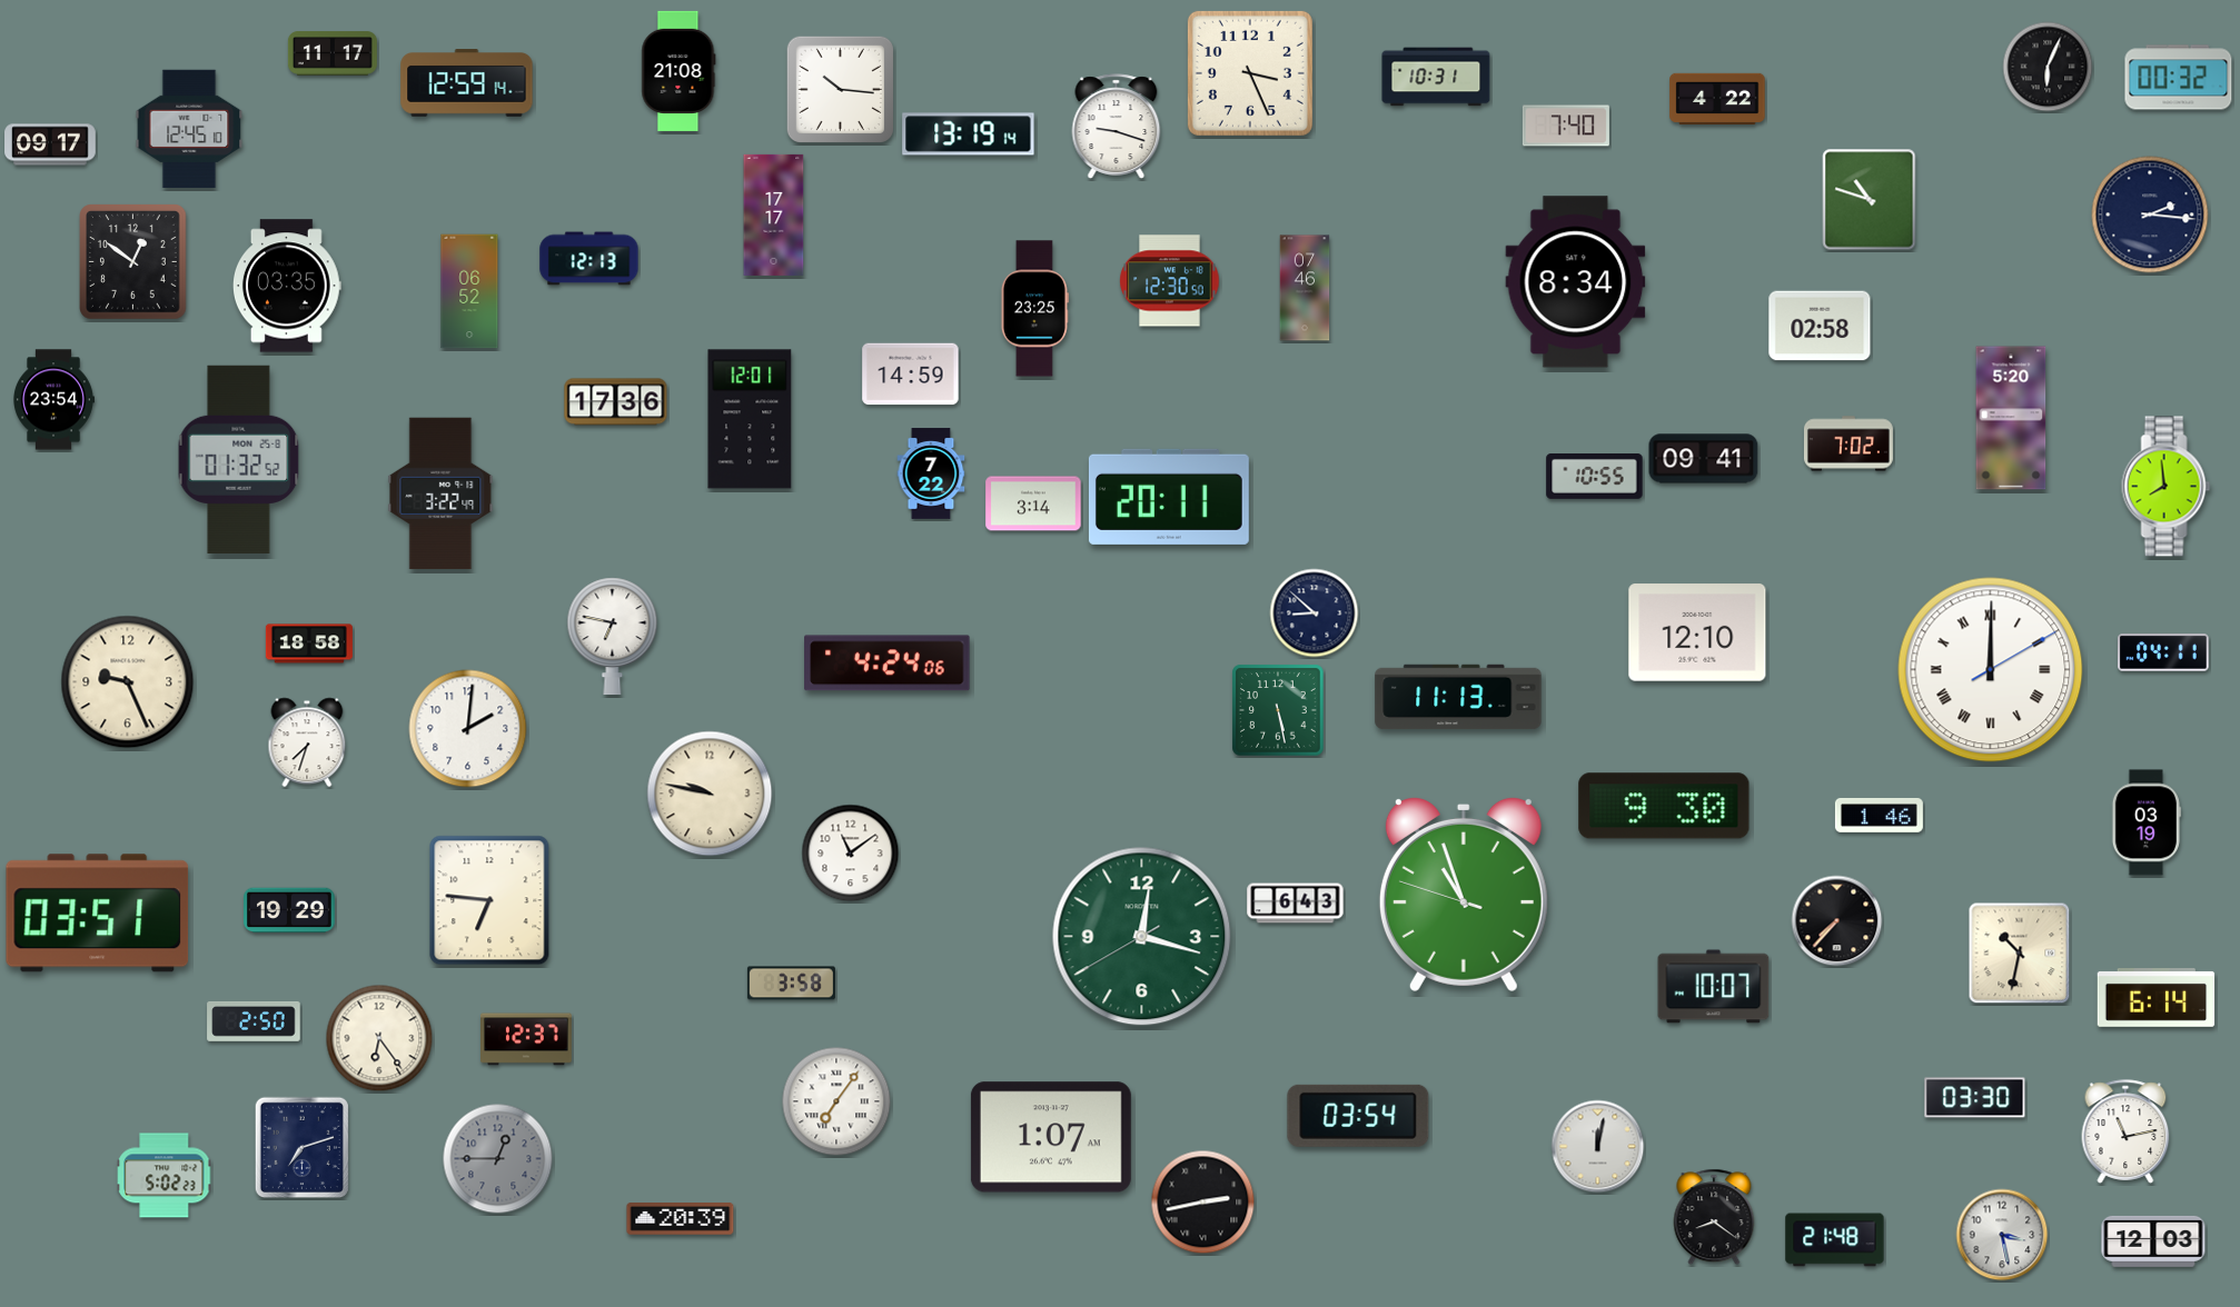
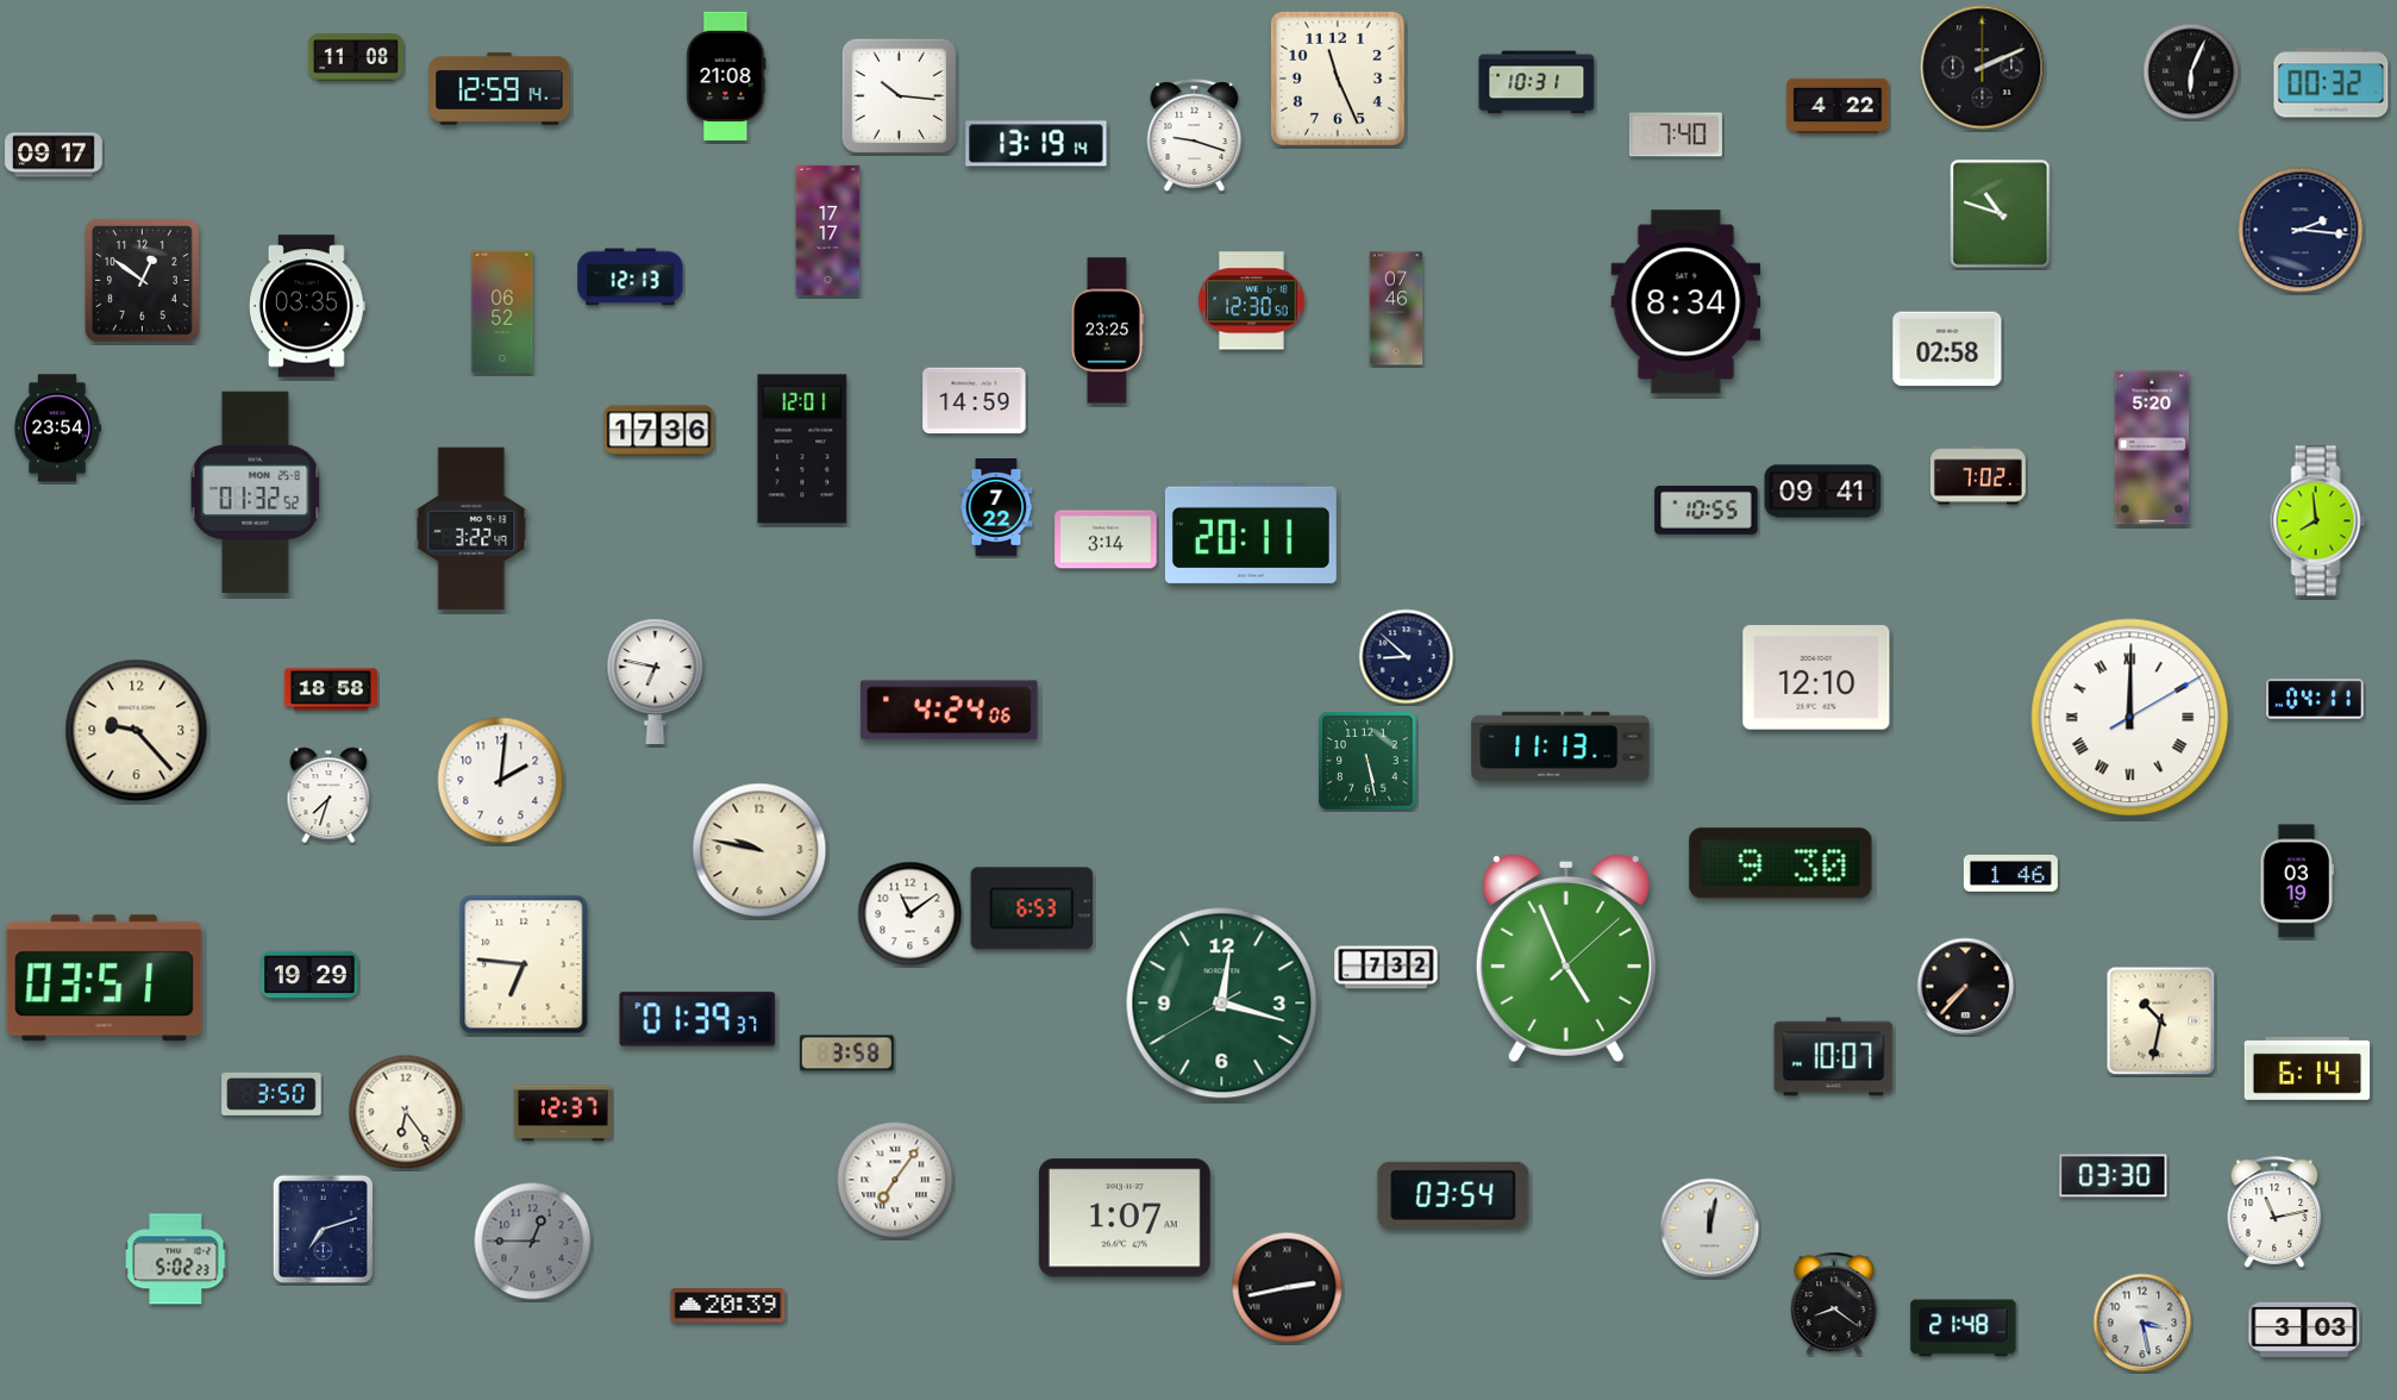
clock at (333, 53): 11:17 -> 11:08
clock at (1983, 68): none -> 2:11
clock at (1250, 73): 3:26 -> 11:26
clock at (189, 128): 12:45 -> none
clock at (128, 682): 9:26 -> 9:23
clock at (1032, 908): none -> 6:53
clock at (1464, 894): 10:56 -> 4:56
clock at (1296, 904): 6:43 -> 7:32
clock at (697, 1019): none -> 01:39
clock at (254, 1021): 2:50 -> 3:50
clock at (2153, 1241): 12:03 -> 3:03
